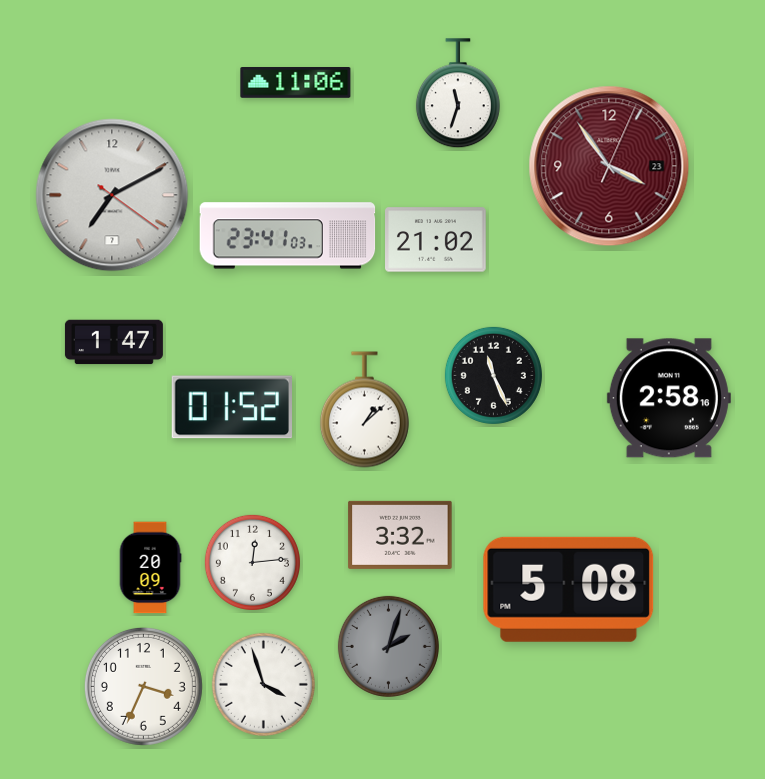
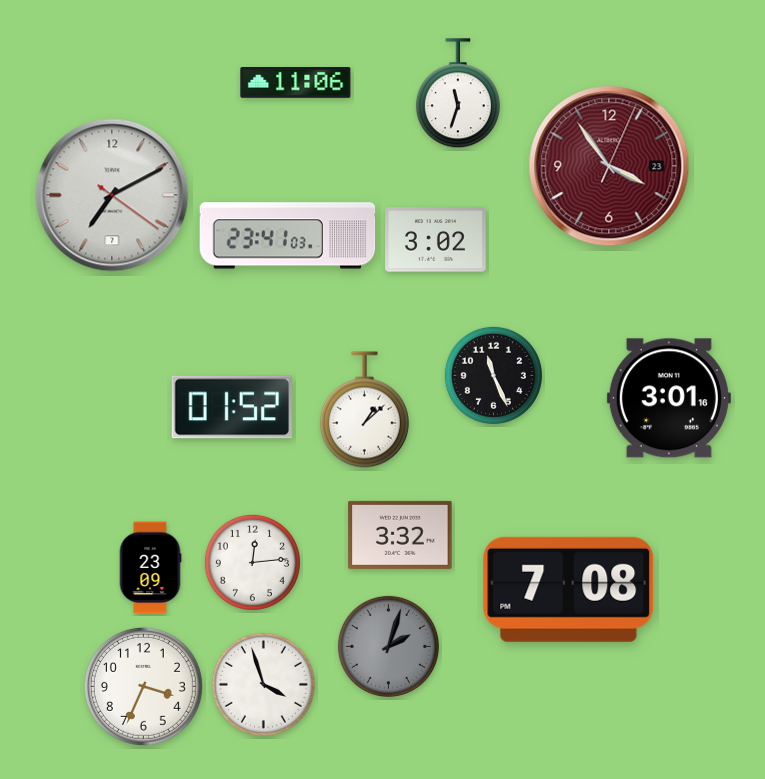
clock at (436, 240): 21:02 -> 3:02
clock at (114, 342): 1:47 -> none
clock at (669, 398): 2:58 -> 3:01
clock at (150, 568): 20:09 -> 23:09
clock at (569, 589): 5:08 -> 7:08
